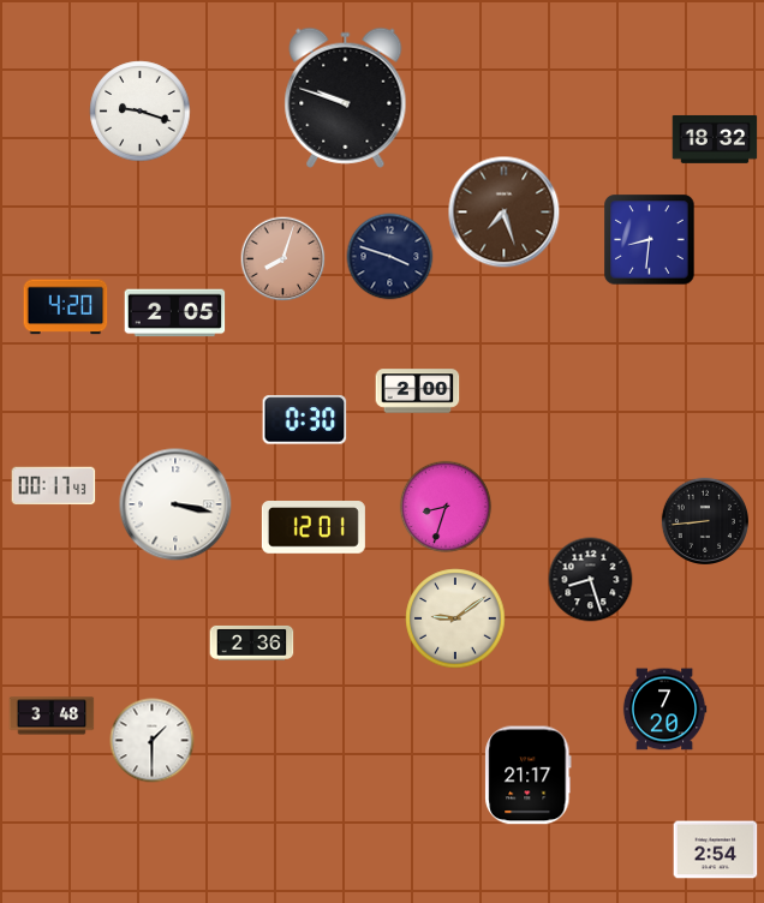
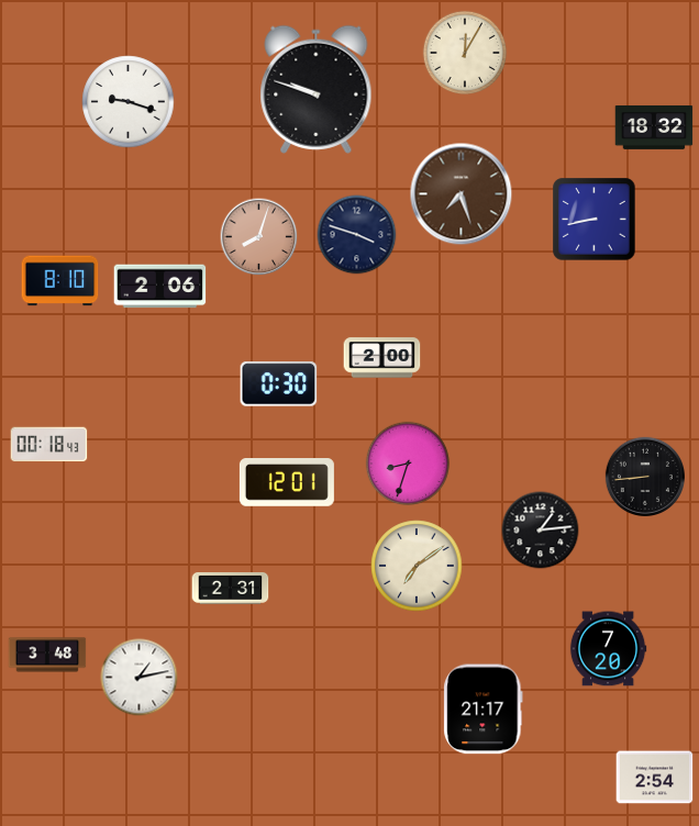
clock at (465, 53): none -> 12:05
clock at (650, 240): 8:31 -> 8:43
clock at (66, 307): 4:20 -> 8:10
clock at (175, 313): 2:05 -> 2:06
clock at (54, 486): 00:17 -> 00:18
clock at (175, 504): 3:17 -> none
clock at (591, 580): 8:27 -> 1:14
clock at (455, 618): 9:09 -> 7:09
clock at (252, 642): 2:36 -> 2:31
clock at (153, 741): 1:30 -> 1:13
